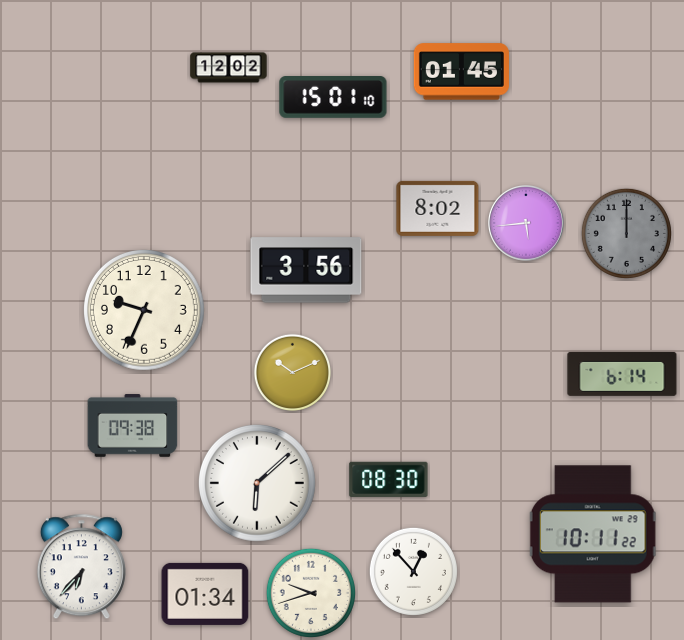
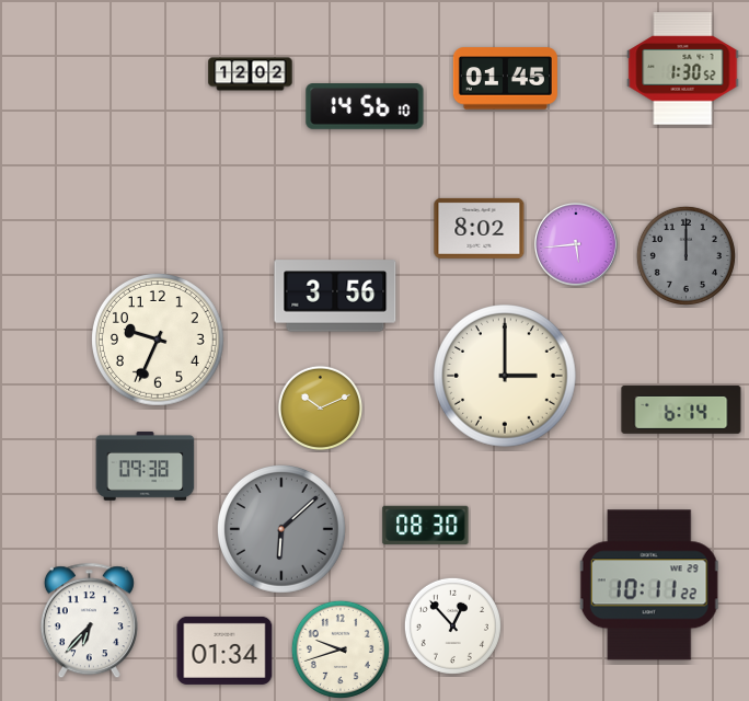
clock at (683, 69): none -> 1:30
clock at (333, 97): 15:01 -> 14:56
clock at (505, 376): none -> 3:00
clock at (257, 483) dial: white -> grey
